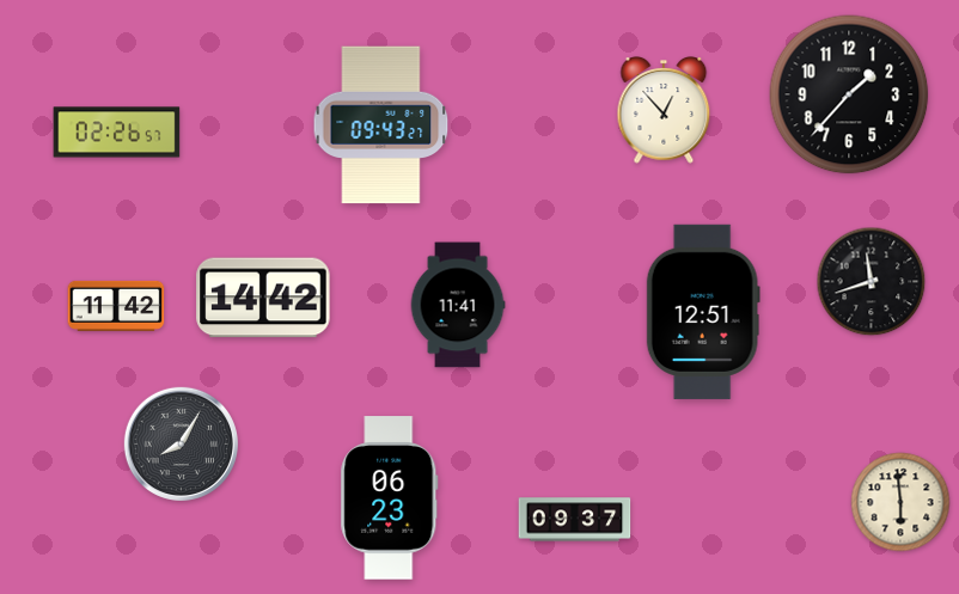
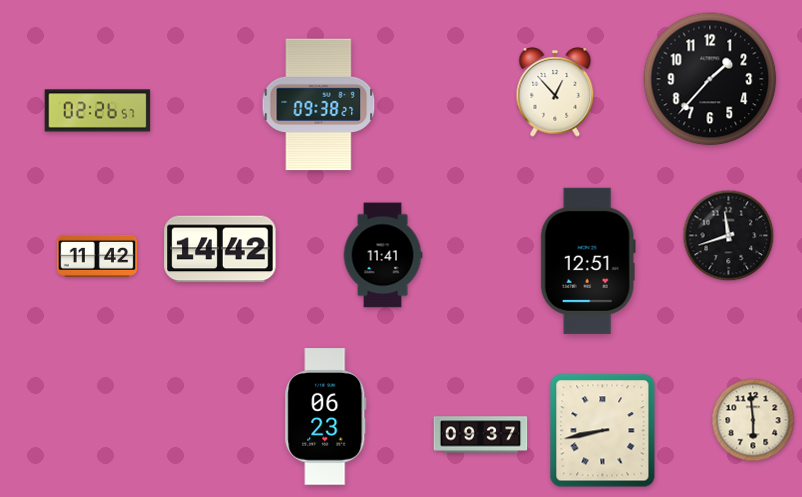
clock at (381, 125): 09:43 -> 09:38
clock at (181, 443): 8:05 -> none
clock at (603, 431): none -> 8:43
